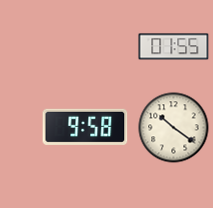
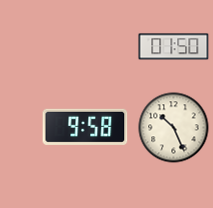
clock at (174, 47): 01:55 -> 01:50
clock at (174, 128): 10:21 -> 10:26
